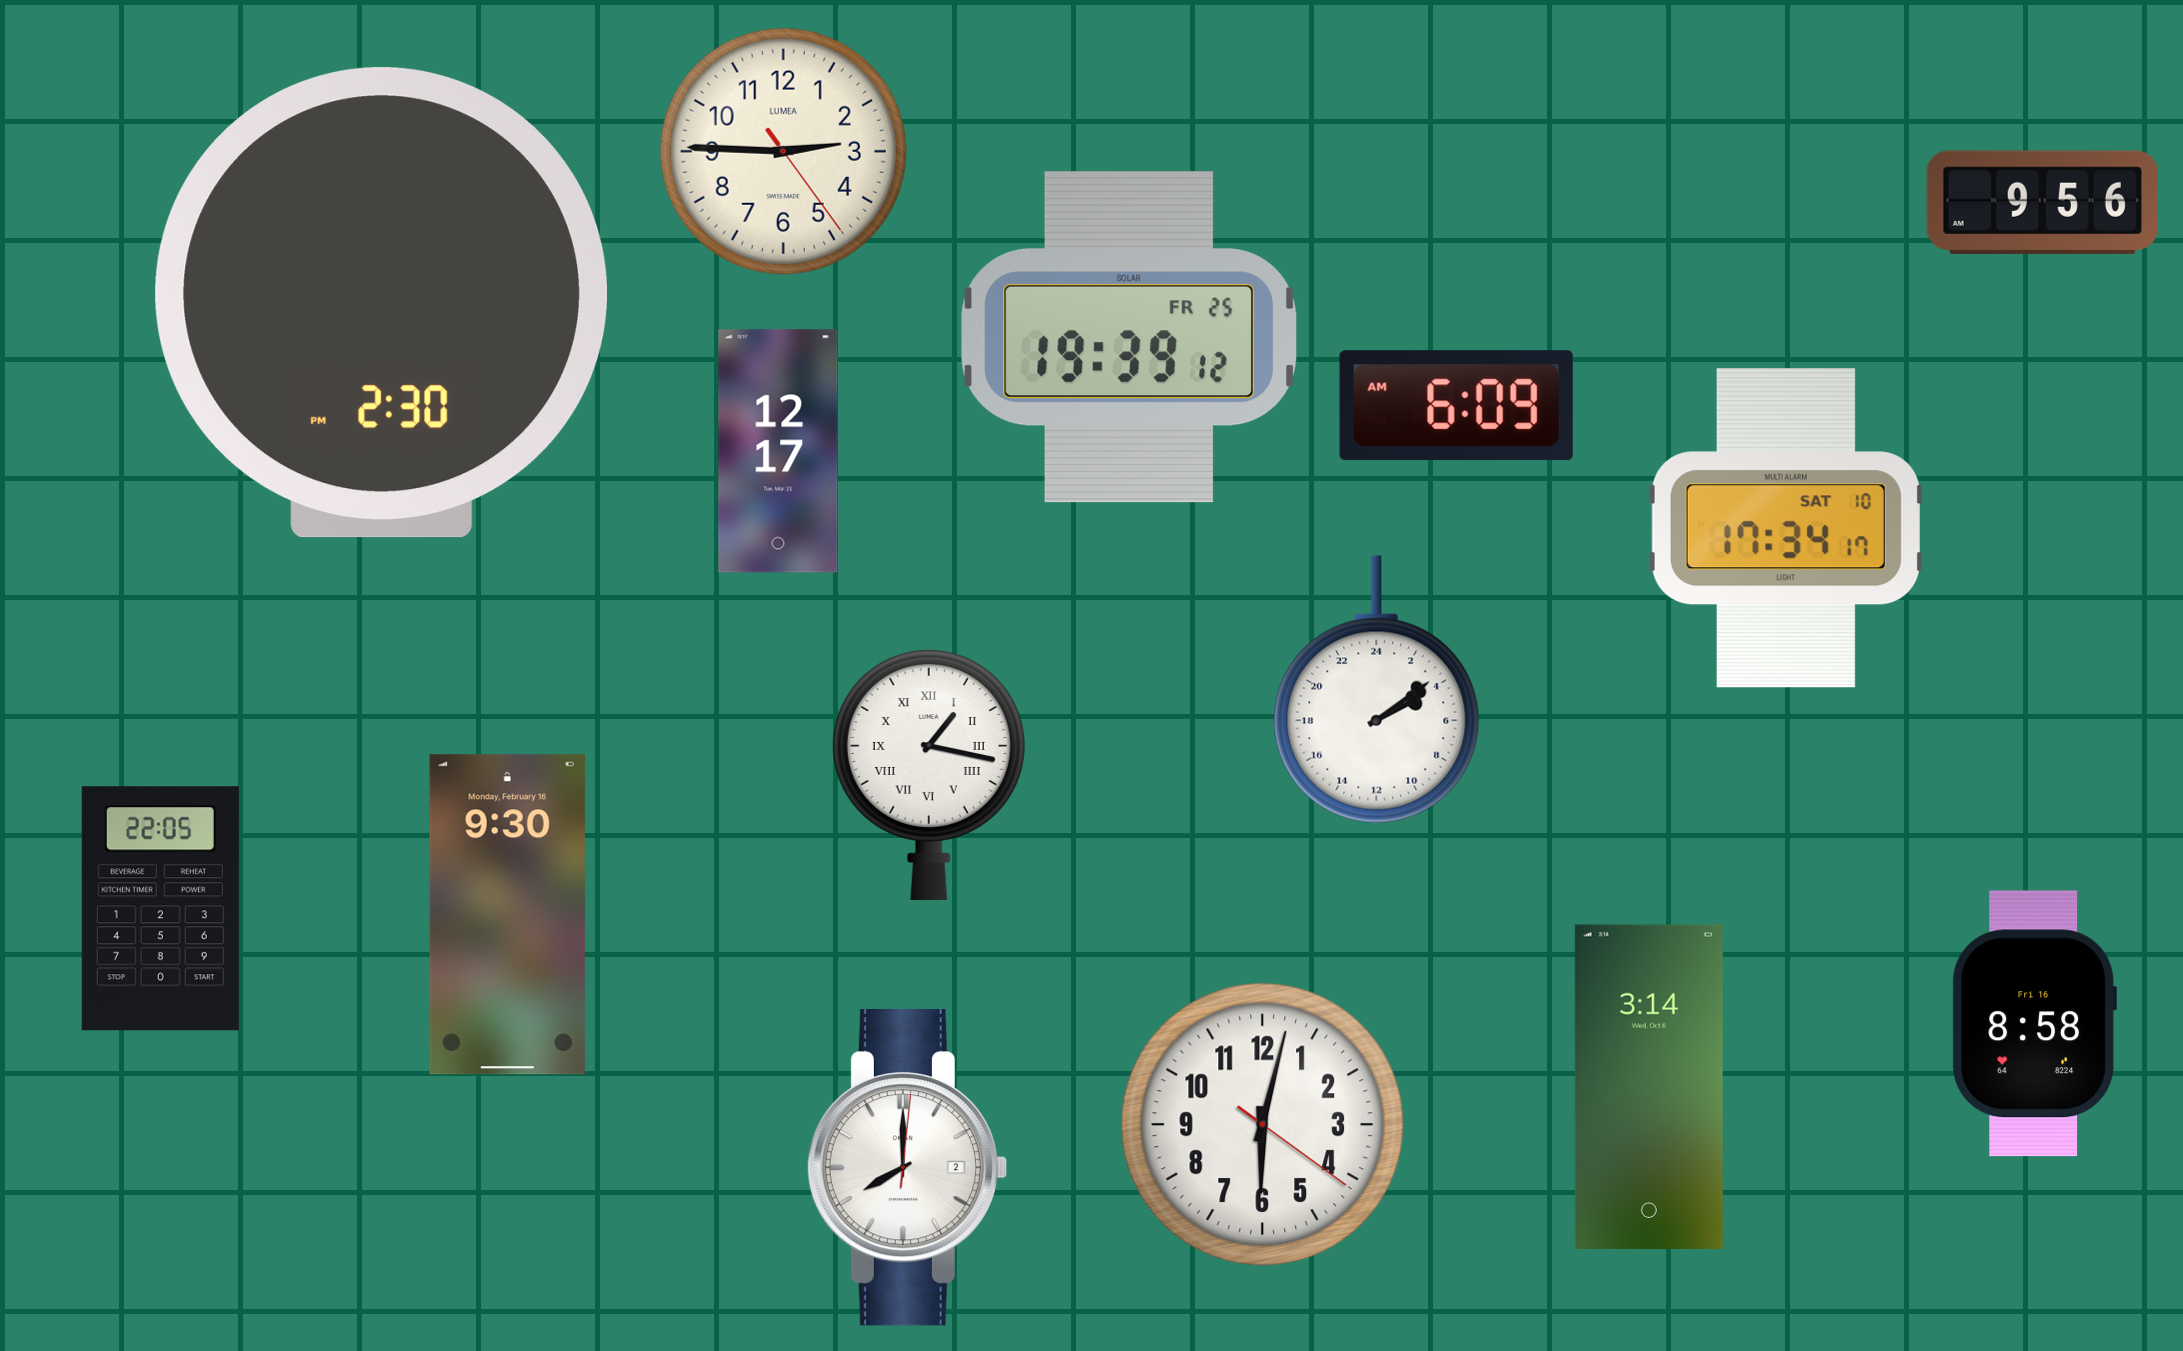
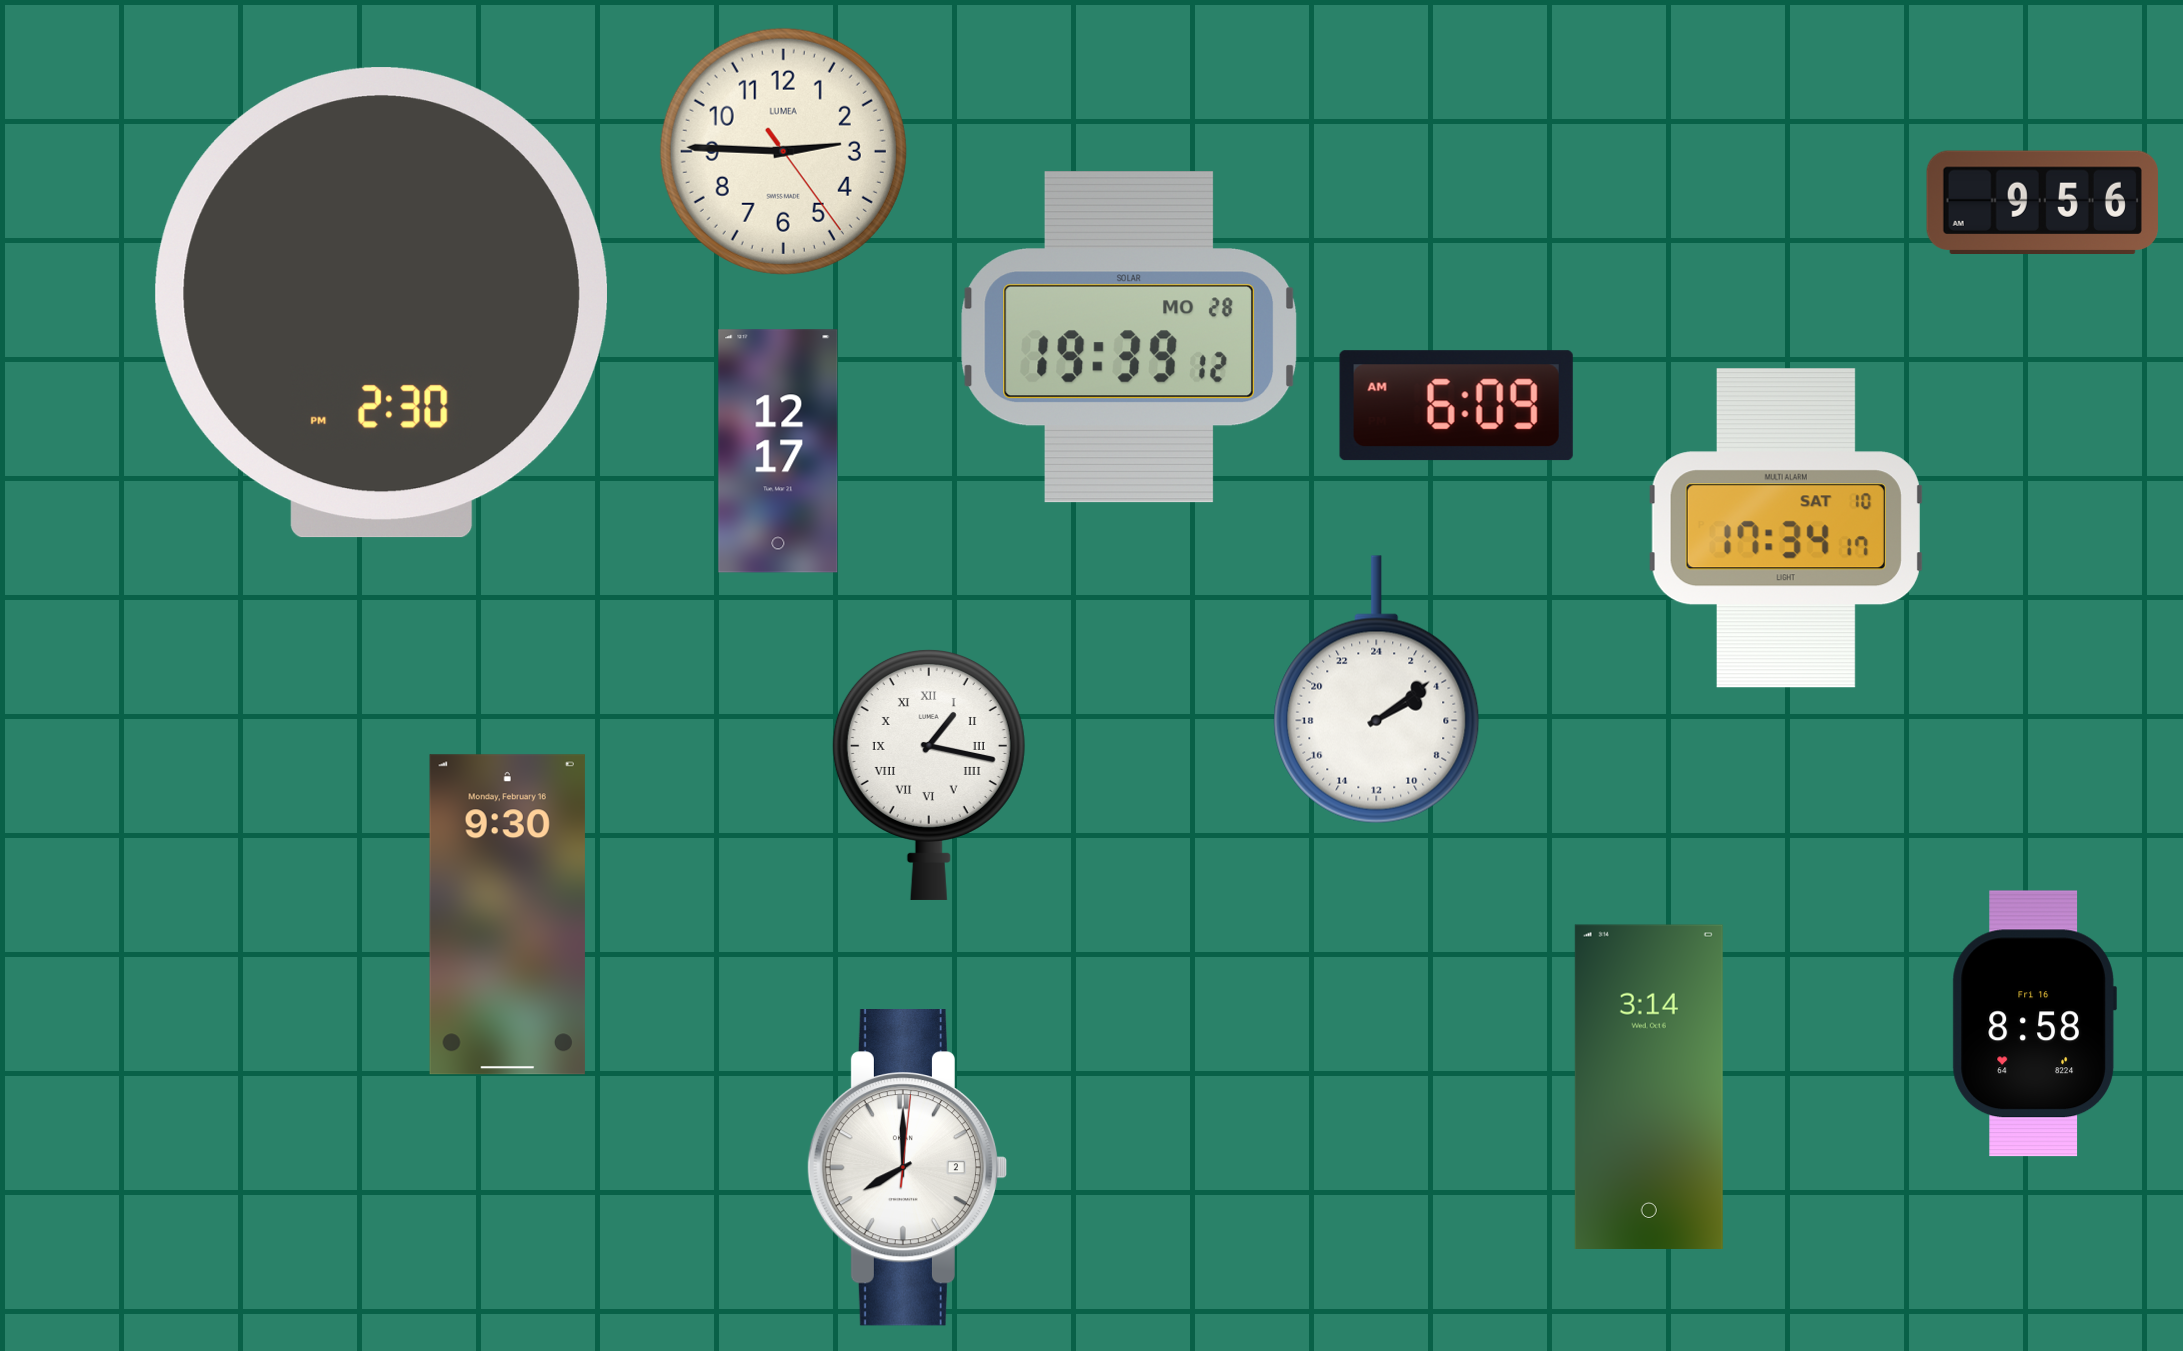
clock at (1129, 337) date: FR 25 -> MO 28
clock at (160, 909): 22:05 -> none
clock at (1262, 1124): 6:02 -> none
